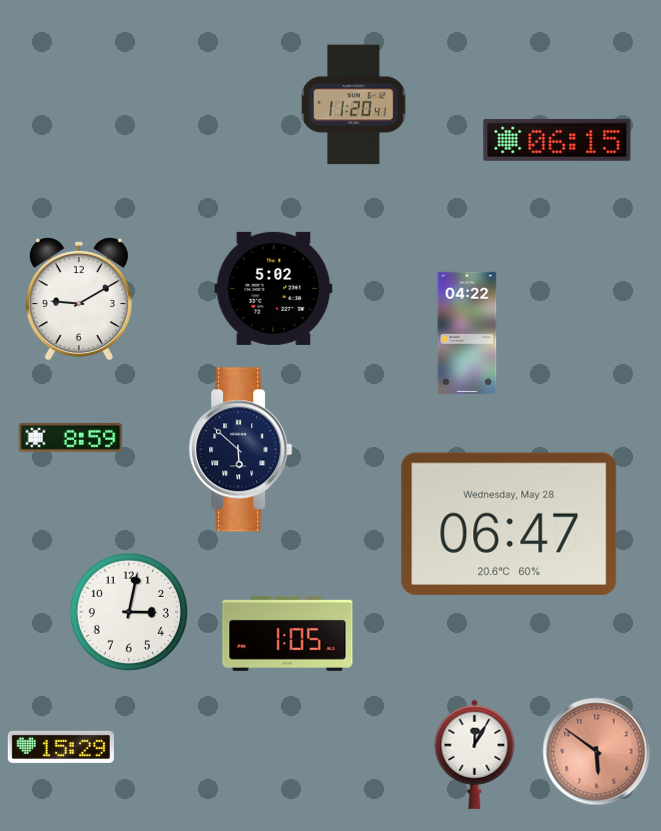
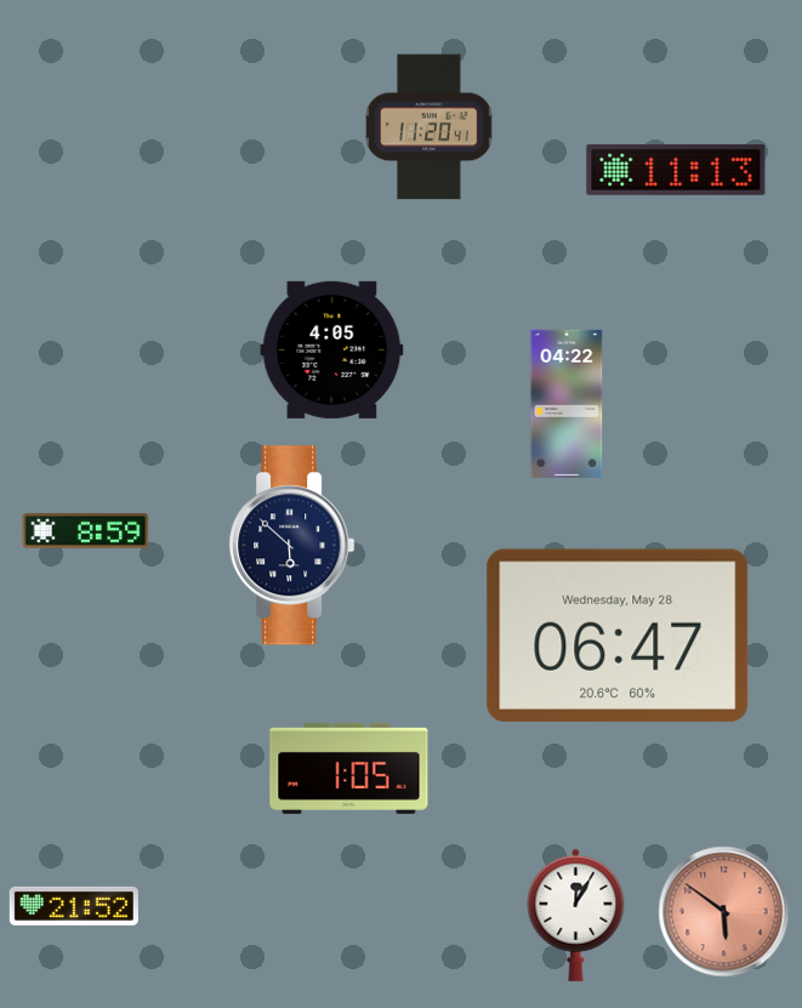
clock at (557, 140): 06:15 -> 11:13
clock at (274, 288): 5:02 -> 4:05
clock at (79, 299): 9:10 -> none
clock at (129, 612): 3:02 -> none
clock at (61, 747): 15:29 -> 21:52
